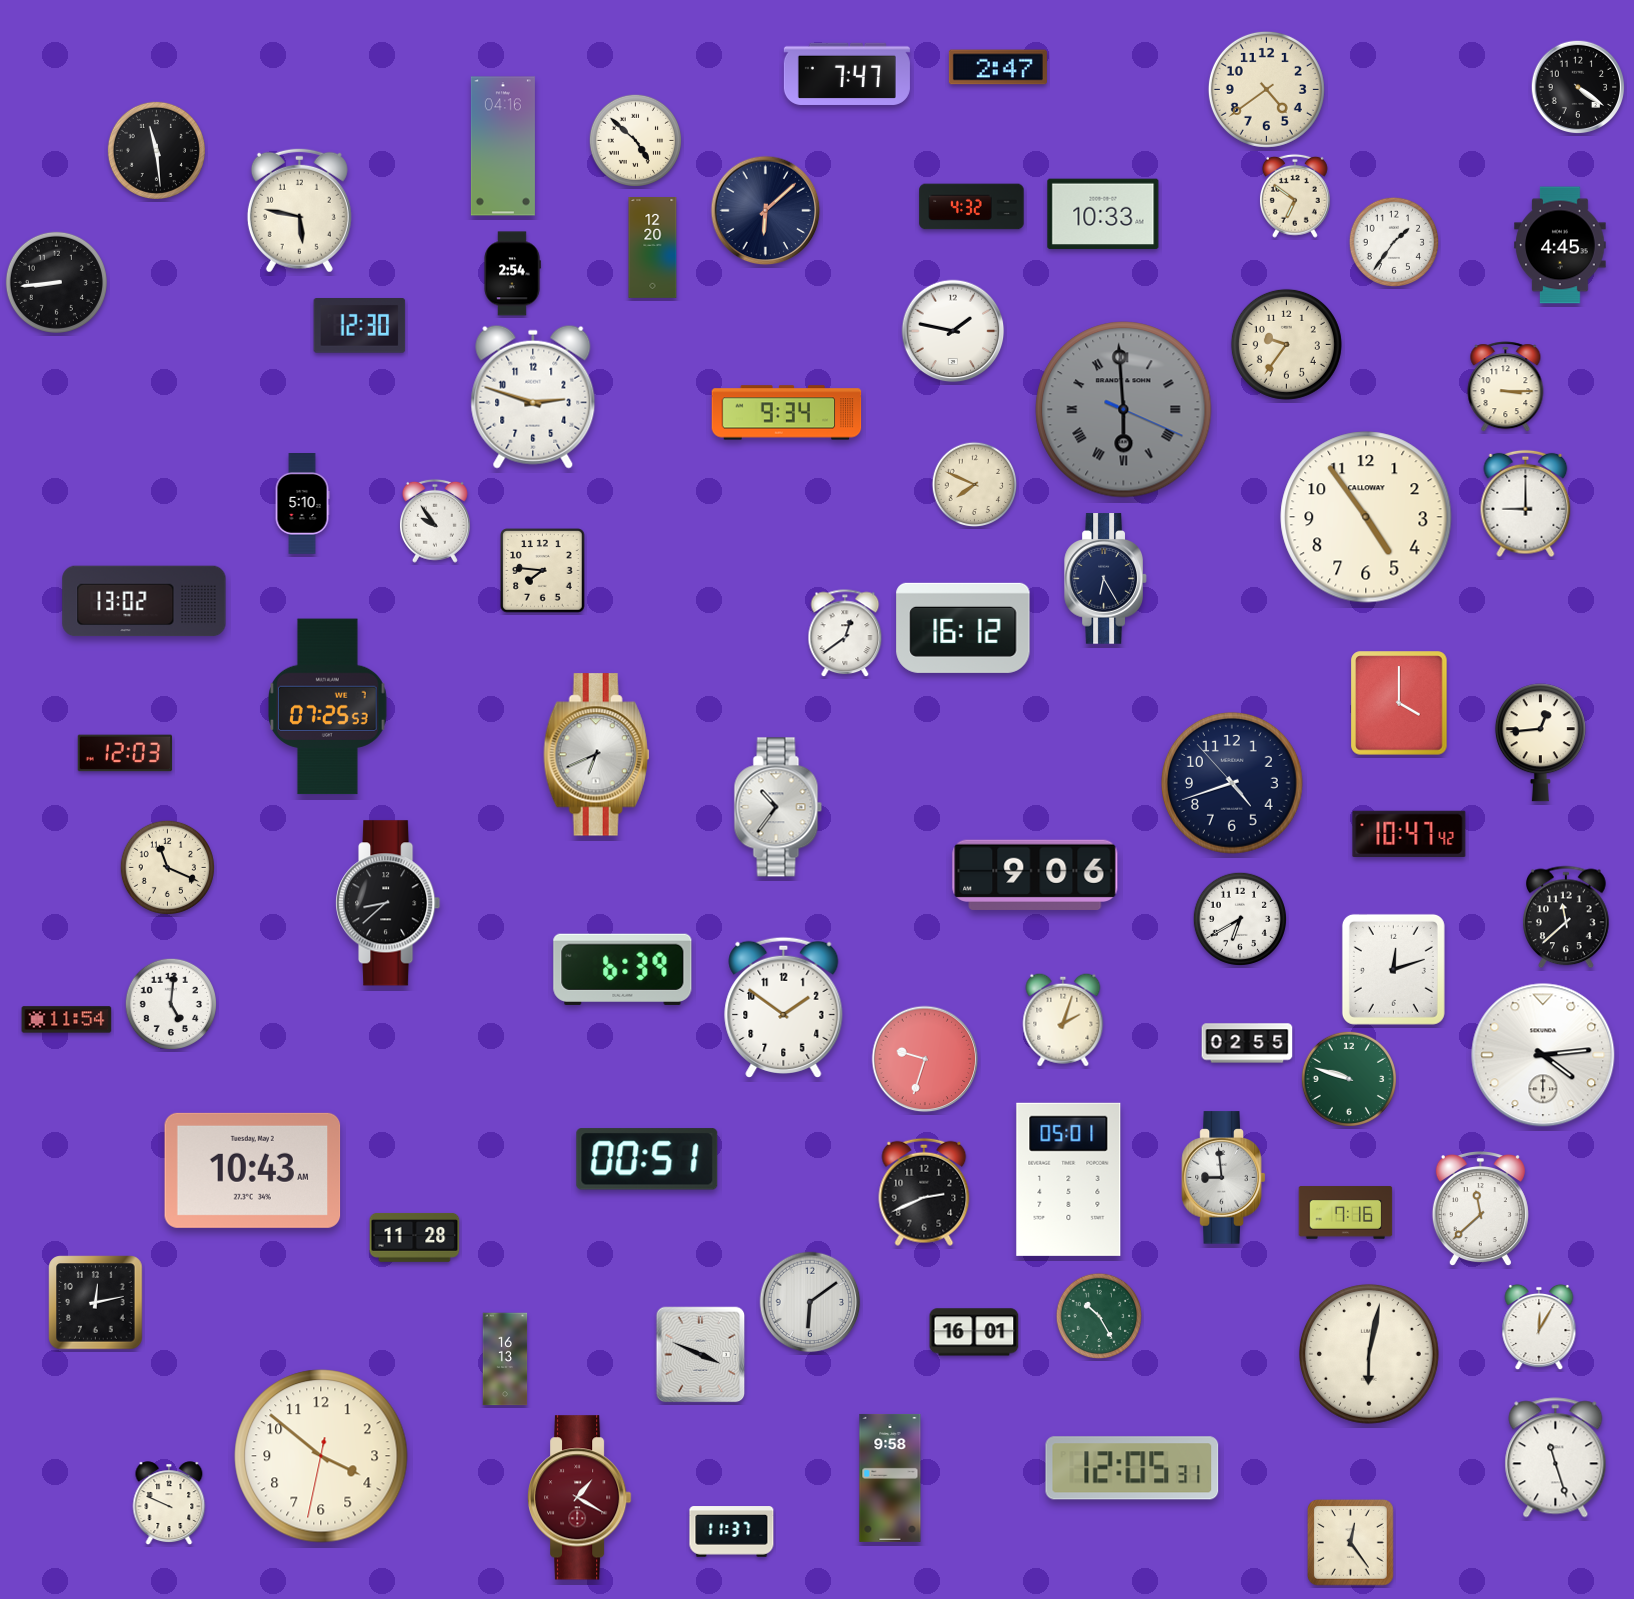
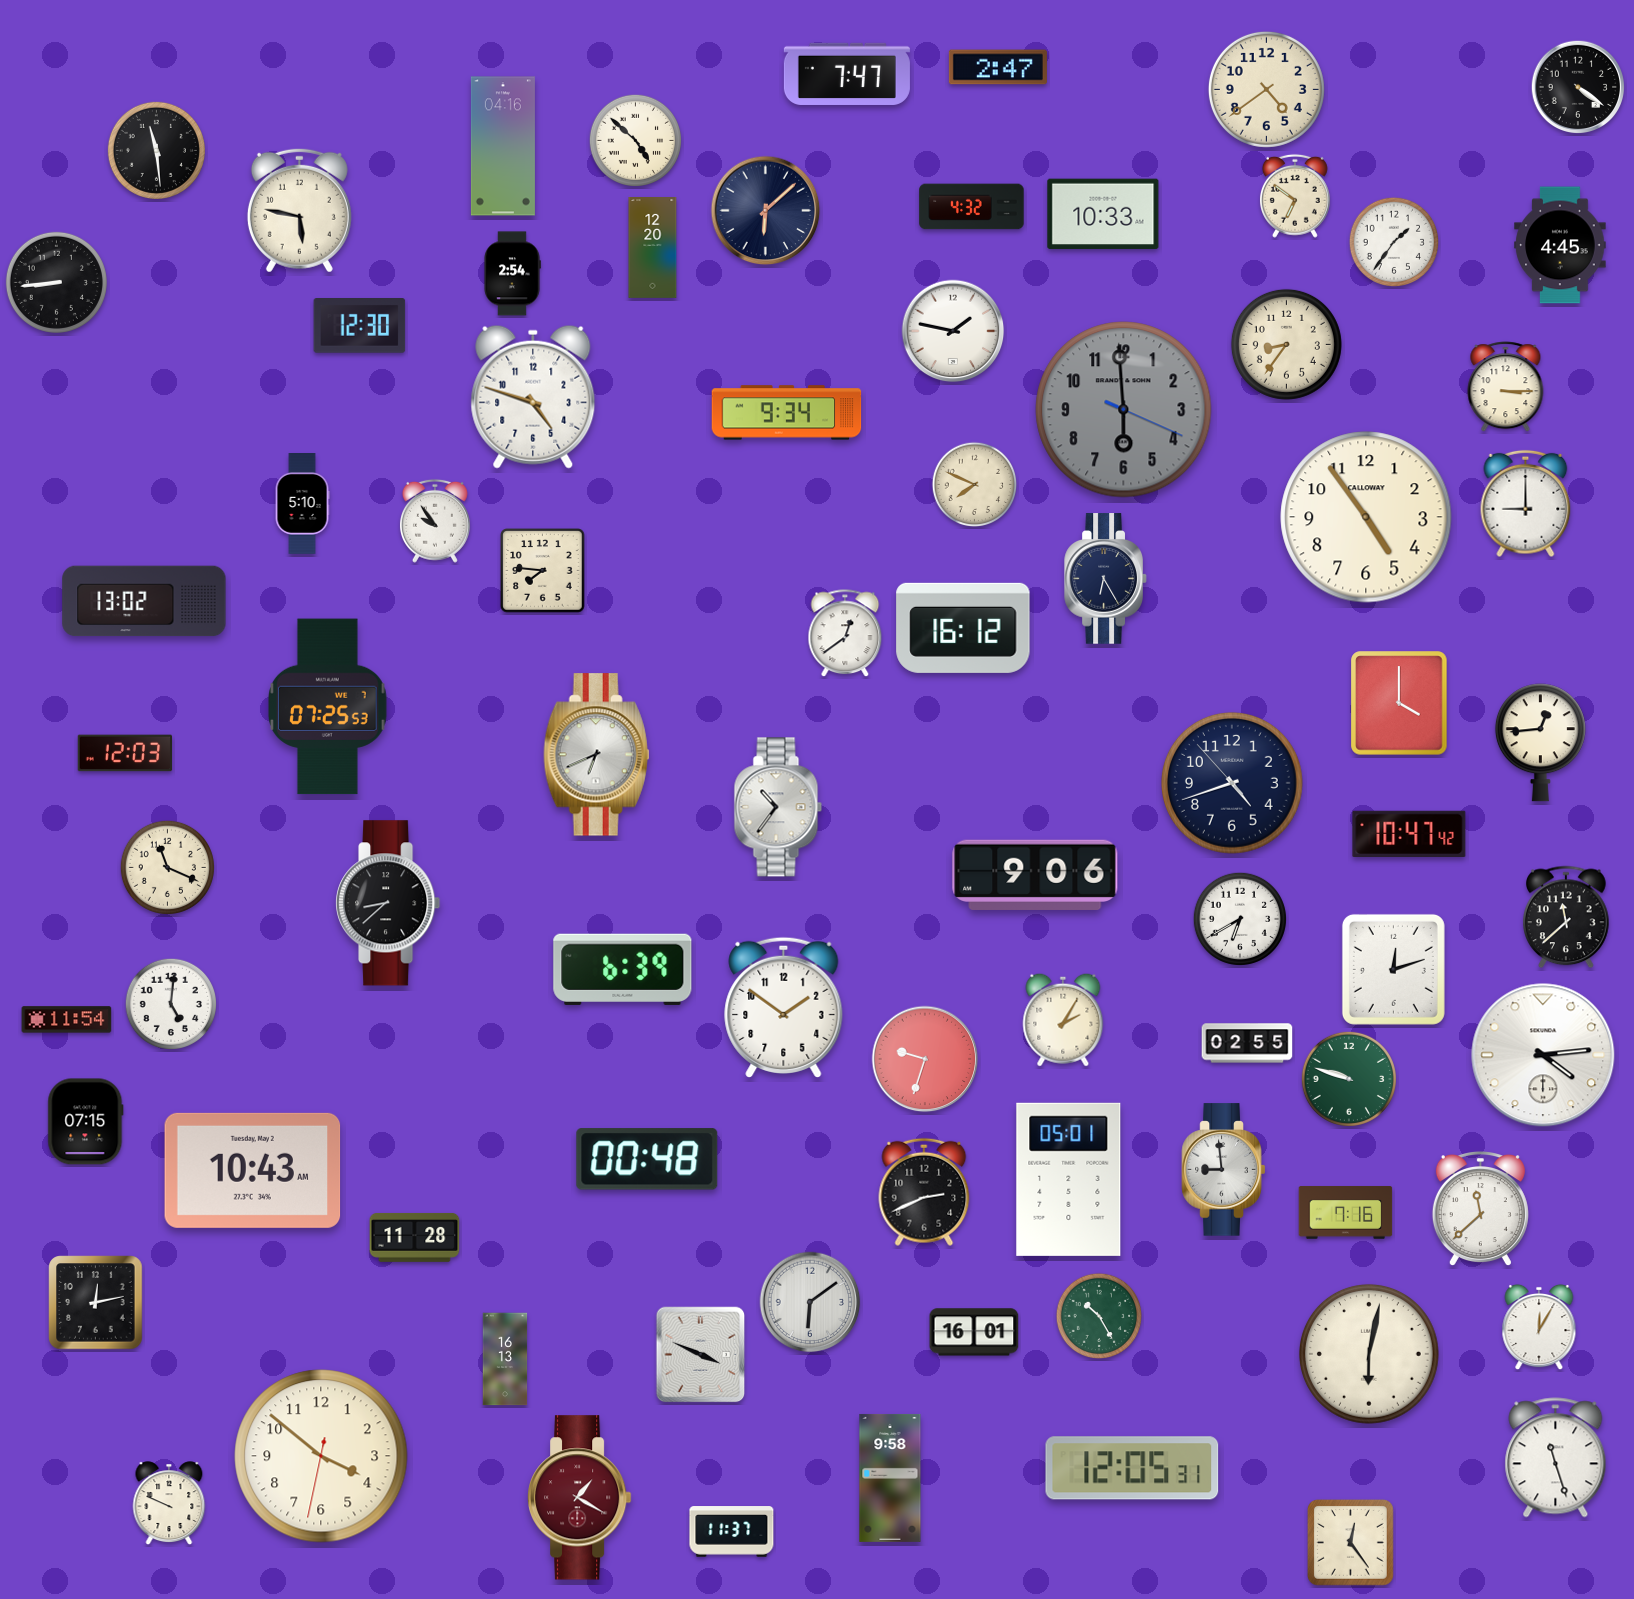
clock at (1286, 344): 9:36 -> 8:36
clock at (533, 397): 2:48 -> 4:48
clock at (1124, 410) numerals: Roman -> Arabic
clock at (1063, 1020): 2:03 -> 2:05
clock at (86, 1122): none -> 07:15
clock at (647, 1159): 00:51 -> 00:48
clock at (1224, 1178) position: (1224, 1178) -> (1224, 1170)
